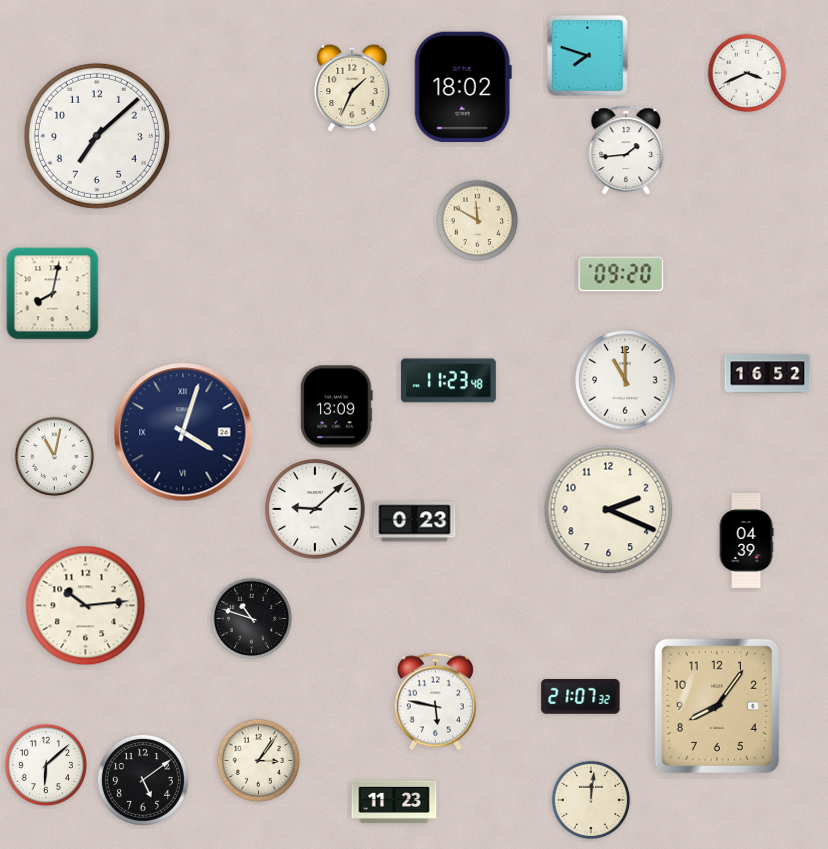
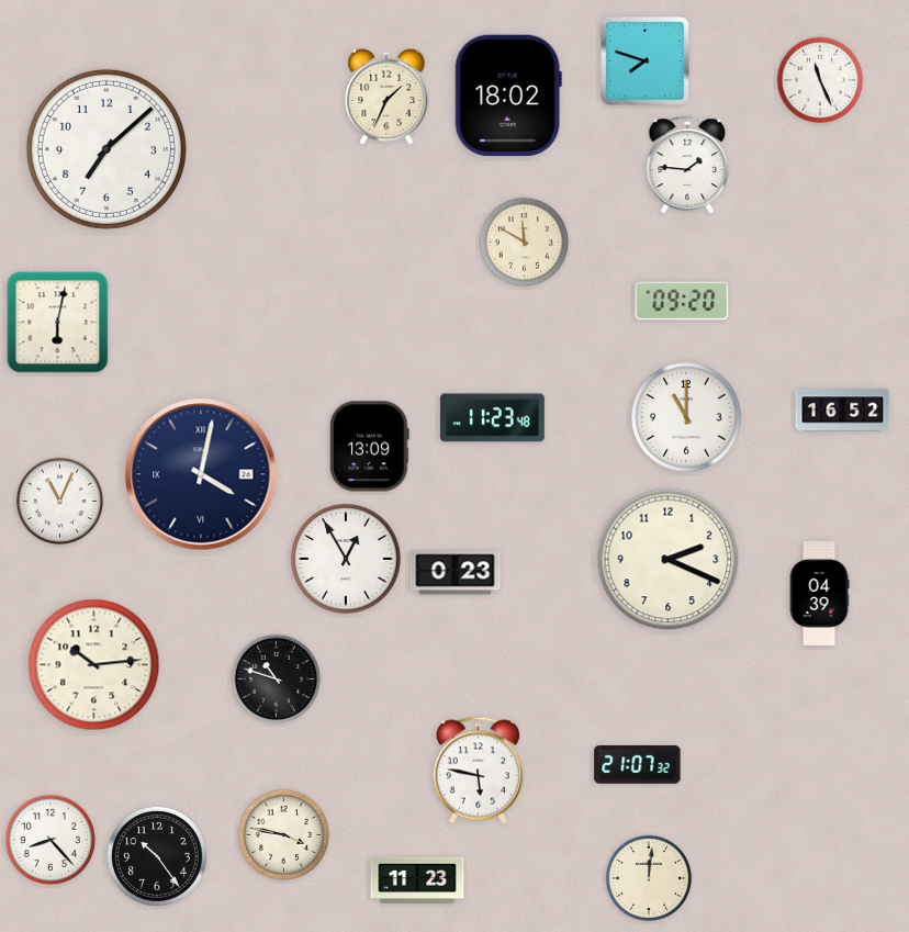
clock at (747, 73): 3:41 -> 11:26
clock at (626, 151): 1:44 -> 1:46
clock at (53, 294): 8:02 -> 6:02
clock at (183, 432): 4:03 -> 4:02
clock at (55, 457): 11:02 -> 11:04
clock at (315, 509): 9:08 -> 12:55
clock at (717, 706): 8:06 -> none
clock at (258, 760): 3:06 -> 3:47
clock at (46, 765): 6:08 -> 8:23
clock at (143, 780): 5:09 -> 10:24
clock at (394, 802) position: (394, 802) -> (417, 880)
